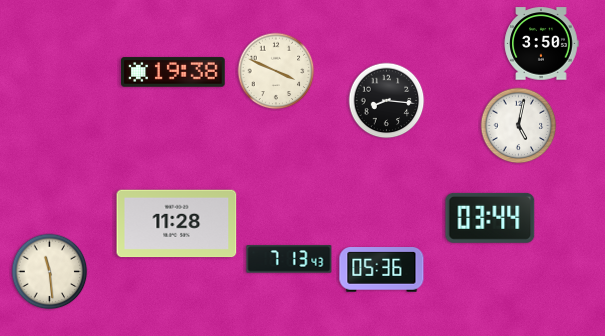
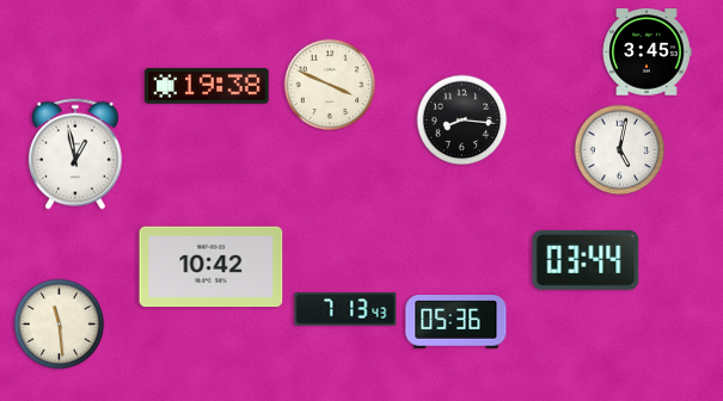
clock at (541, 44): 3:50 -> 3:45
clock at (75, 154): none -> 12:58
clock at (177, 224): 11:28 -> 10:42
